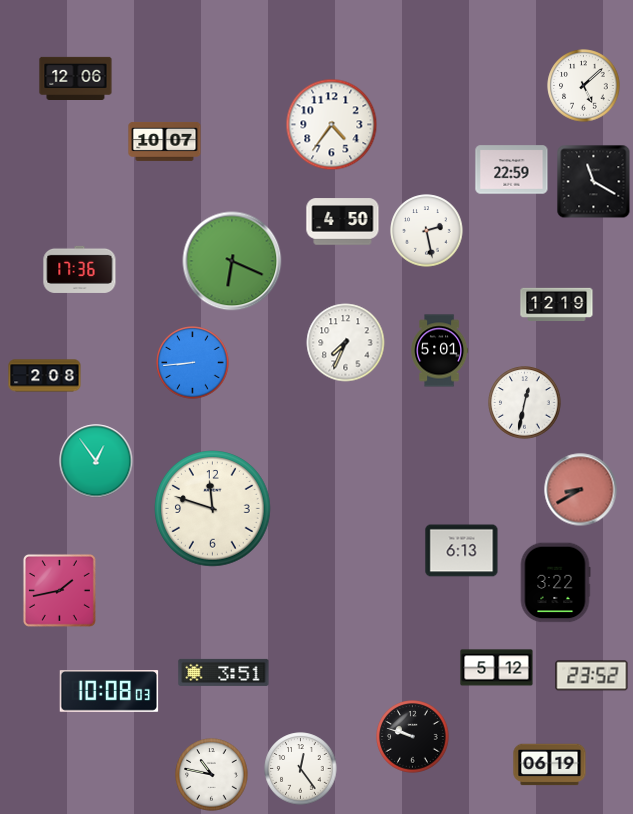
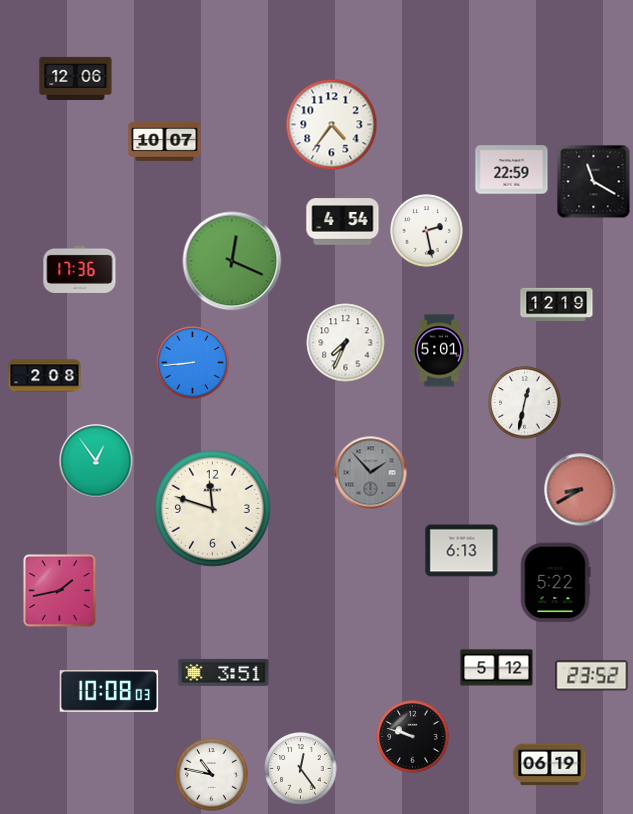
clock at (584, 86): 5:08 -> none
clock at (343, 222): 4:50 -> 4:54
clock at (232, 261): 6:19 -> 12:19
clock at (371, 473): none -> 1:53
clock at (555, 583): 3:22 -> 5:22
